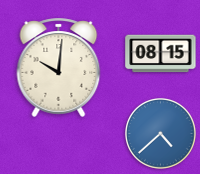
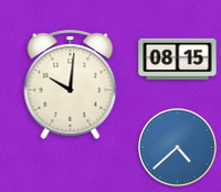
clock at (59, 67) position: (59, 67) -> (71, 84)
